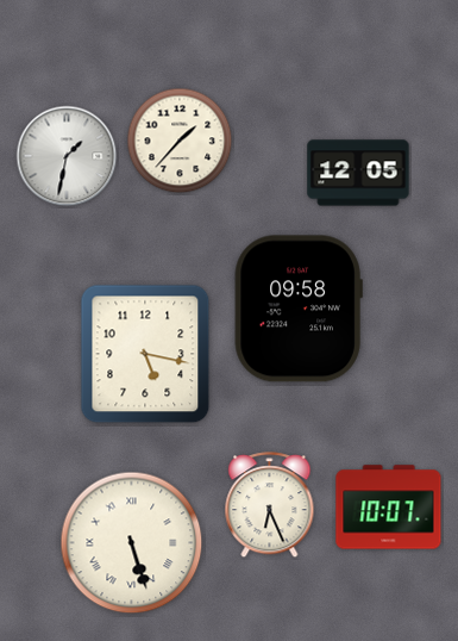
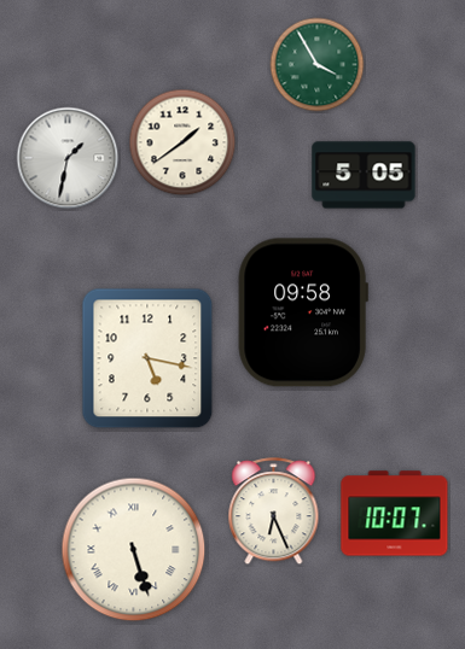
clock at (318, 65): none -> 3:55
clock at (180, 141): 1:37 -> 1:39
clock at (358, 173): 12:05 -> 5:05
